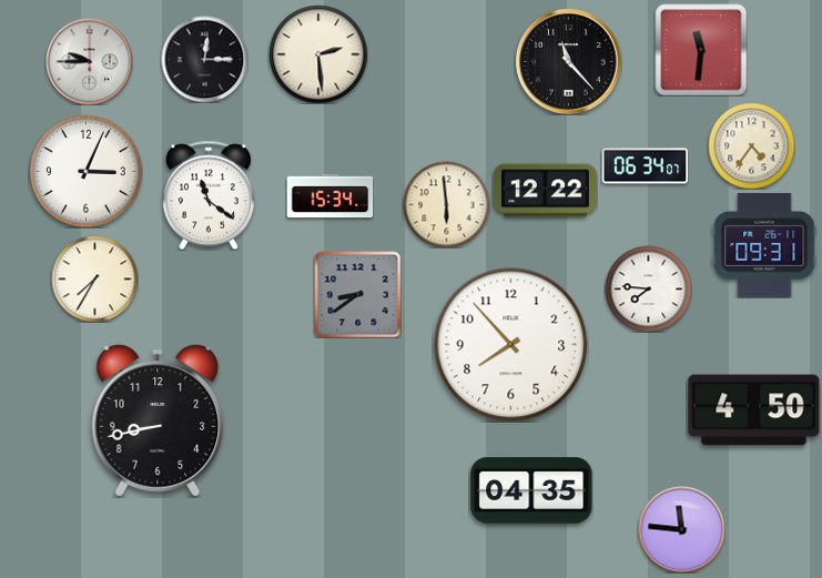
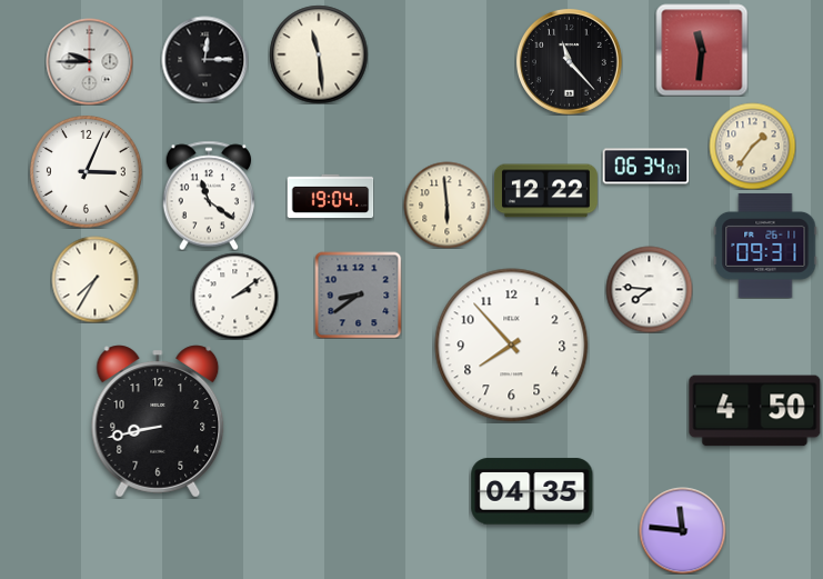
clock at (318, 54): 2:29 -> 11:29
clock at (751, 145): 4:36 -> 1:36
clock at (329, 196): 15:34 -> 19:04
clock at (234, 296): none -> 2:09
